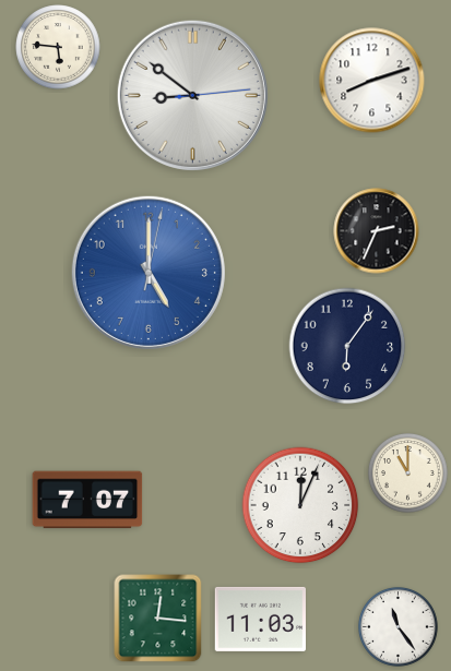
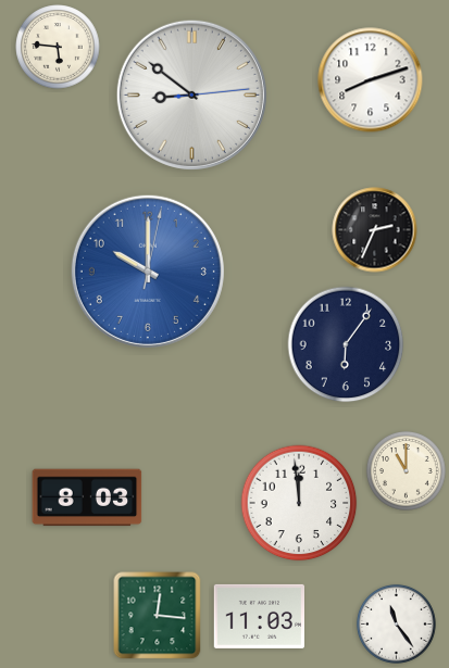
clock at (149, 273): 5:00 -> 10:00
clock at (87, 500): 7:07 -> 8:03
clock at (300, 505): 12:04 -> 11:59
